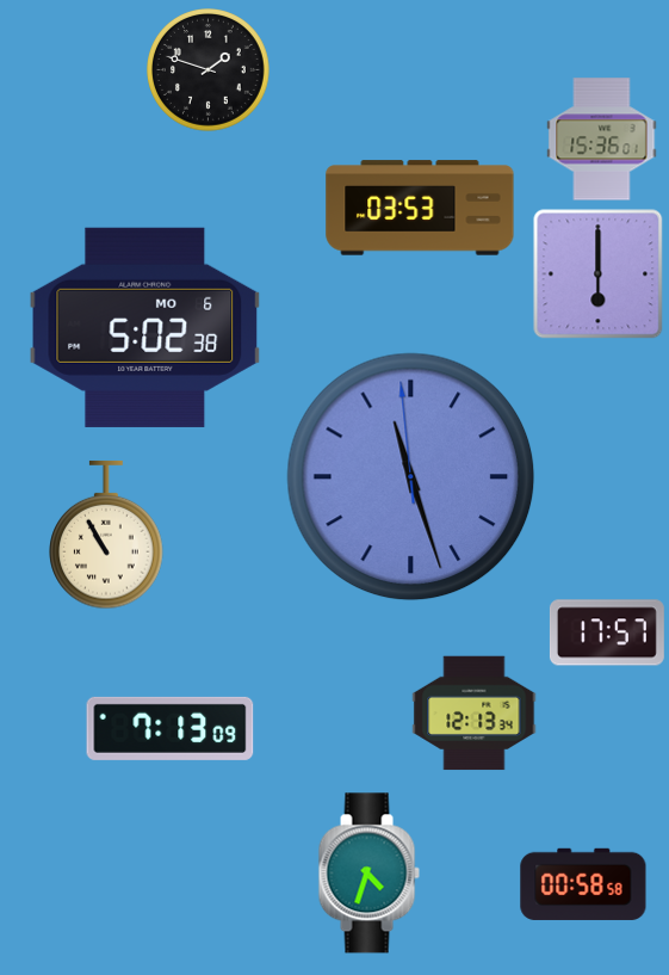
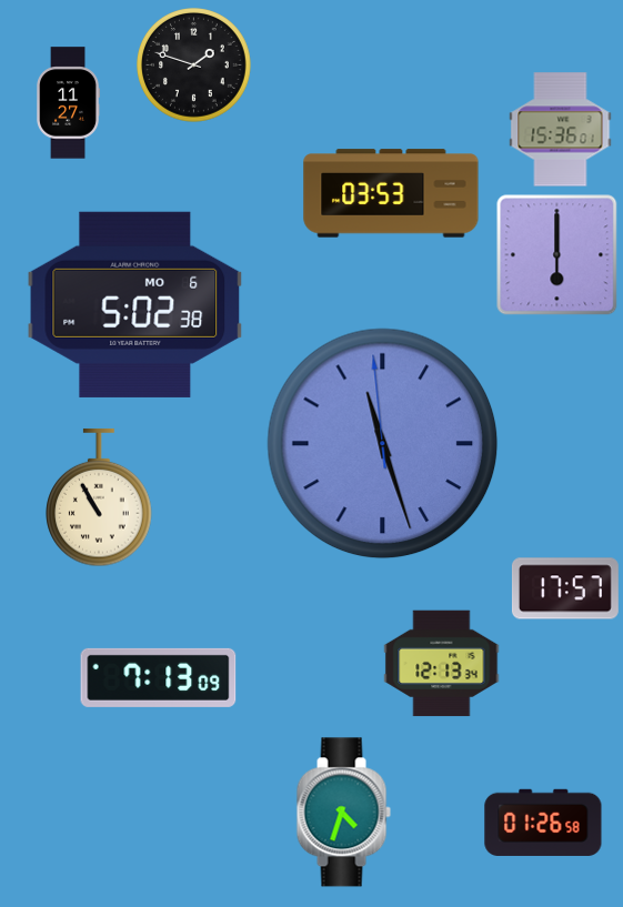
clock at (68, 103): none -> 11:27
clock at (583, 884): 00:58 -> 01:26
